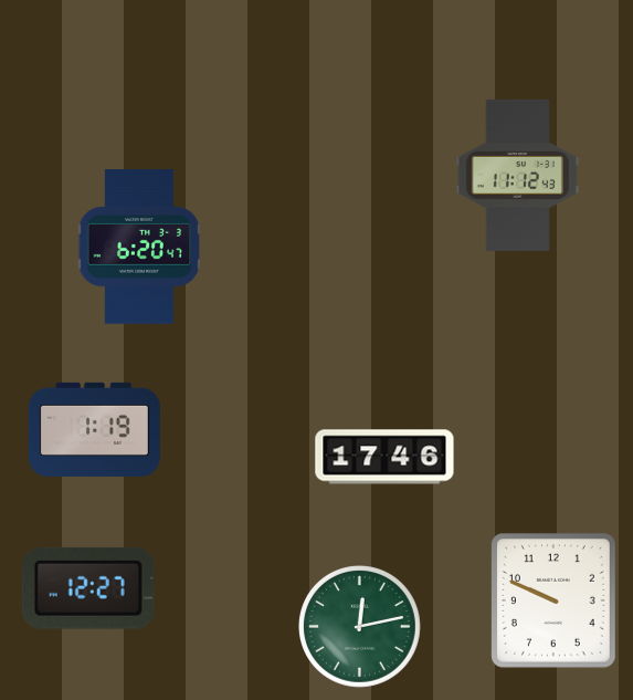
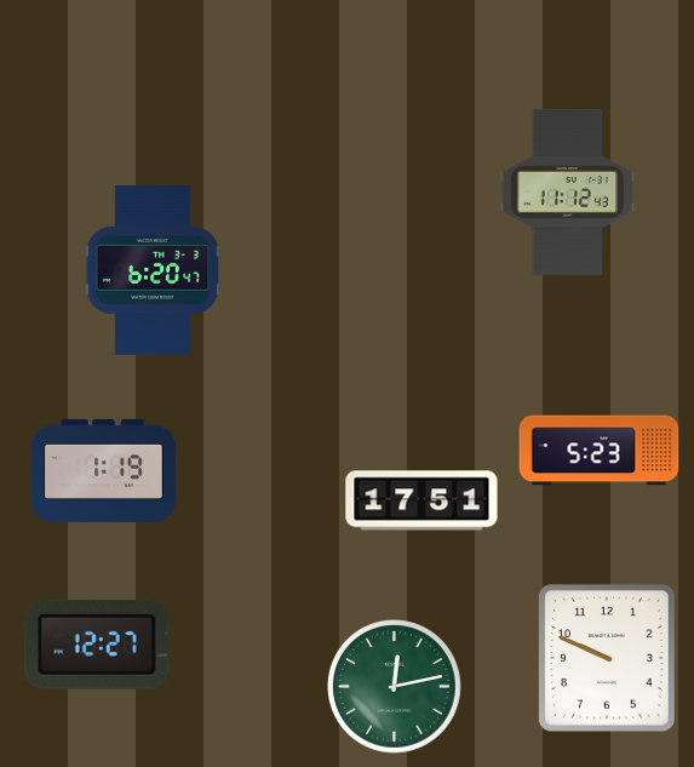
clock at (600, 451): none -> 5:23
clock at (384, 457): 17:46 -> 17:51
